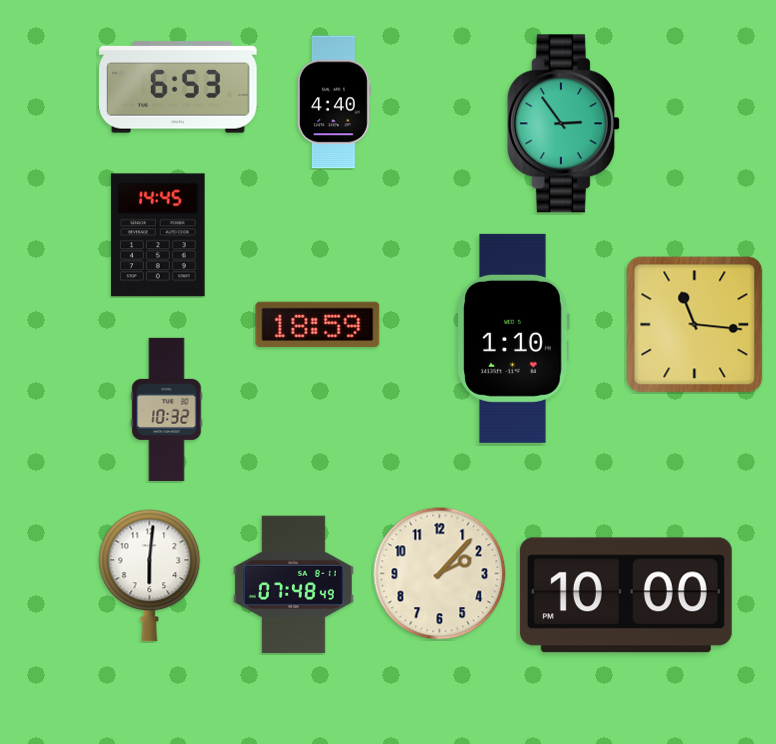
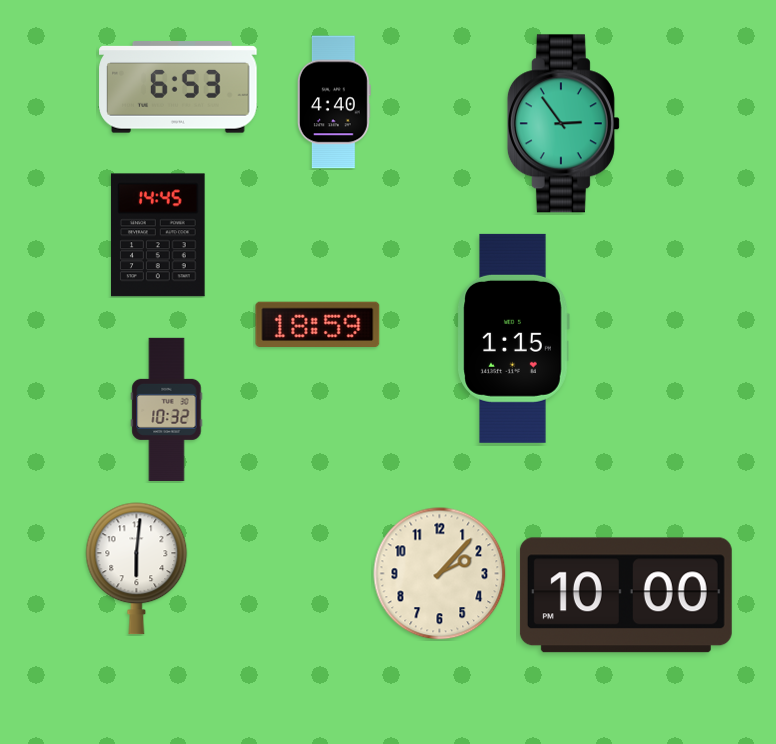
clock at (695, 325): 11:16 -> none
clock at (513, 338): 1:10 -> 1:15
clock at (150, 576) position: (150, 576) -> (137, 569)
clock at (293, 585): 07:48 -> none
